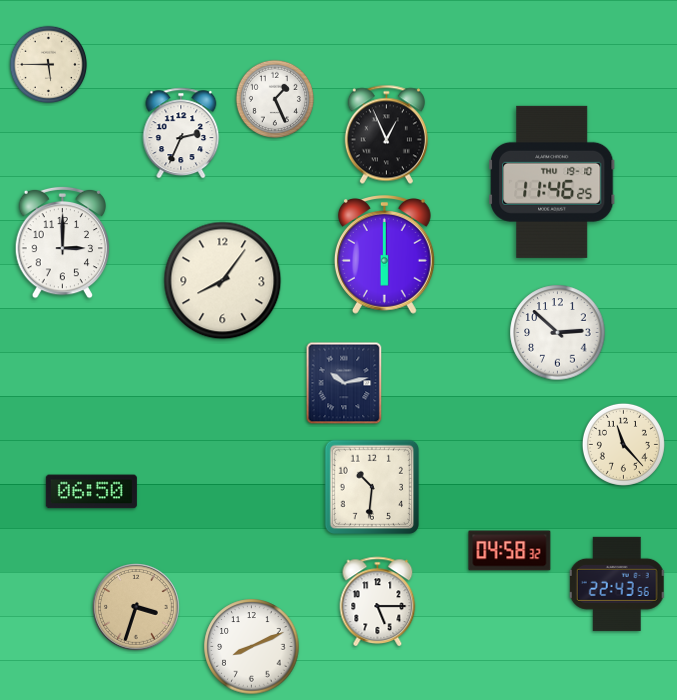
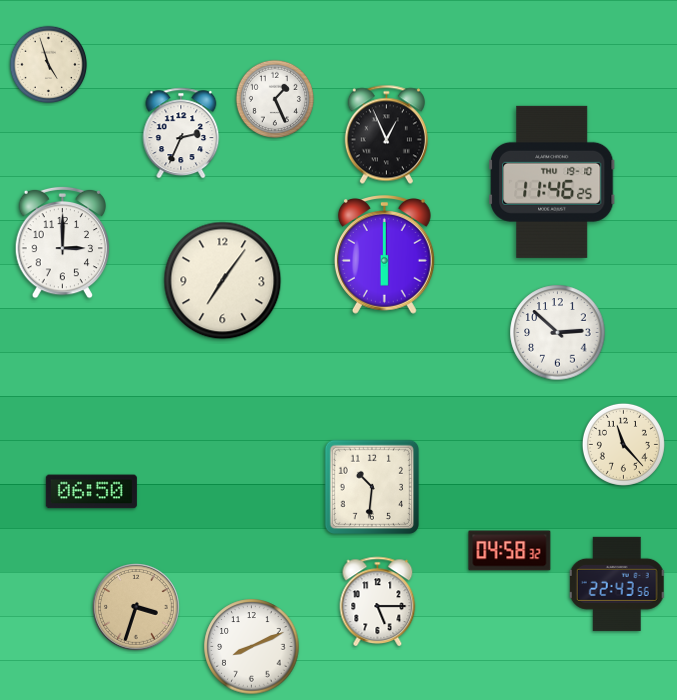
clock at (49, 65): 5:45 -> 4:57
clock at (223, 281): 8:06 -> 7:06
clock at (344, 383): 10:13 -> none
